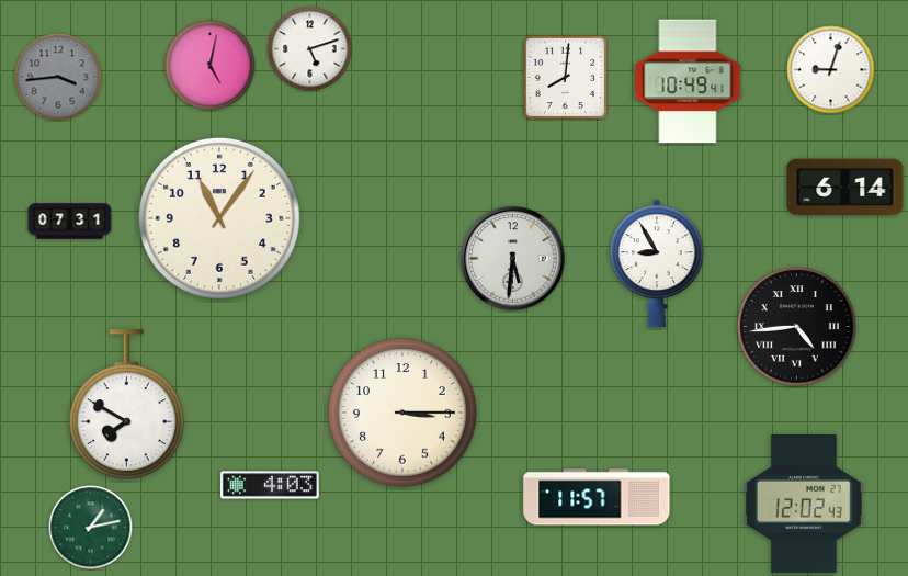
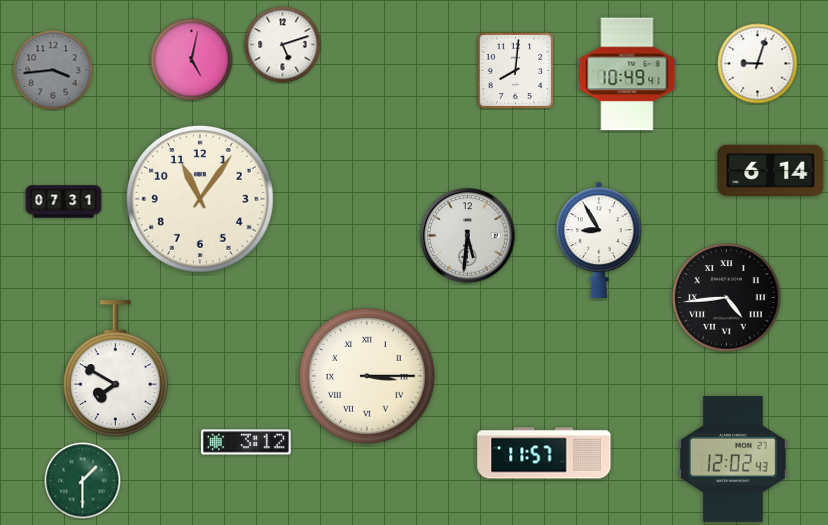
clock at (404, 414) numerals: Arabic -> Roman
clock at (270, 485): 4:03 -> 3:12
clock at (91, 528): 1:13 -> 1:30
